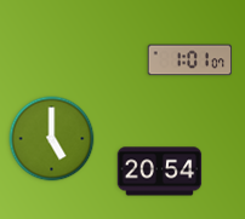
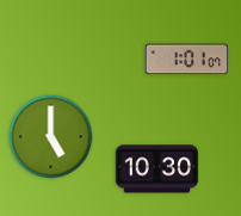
clock at (160, 172): 20:54 -> 10:30
